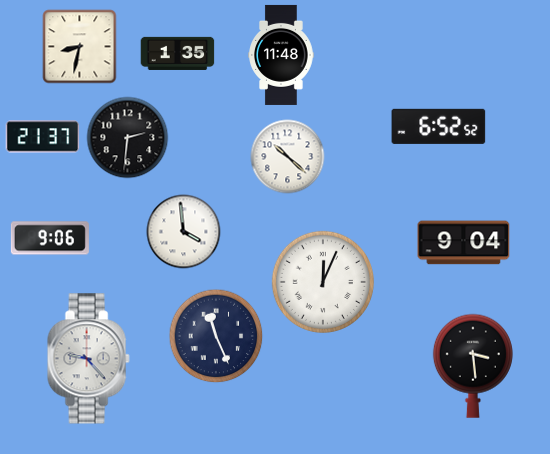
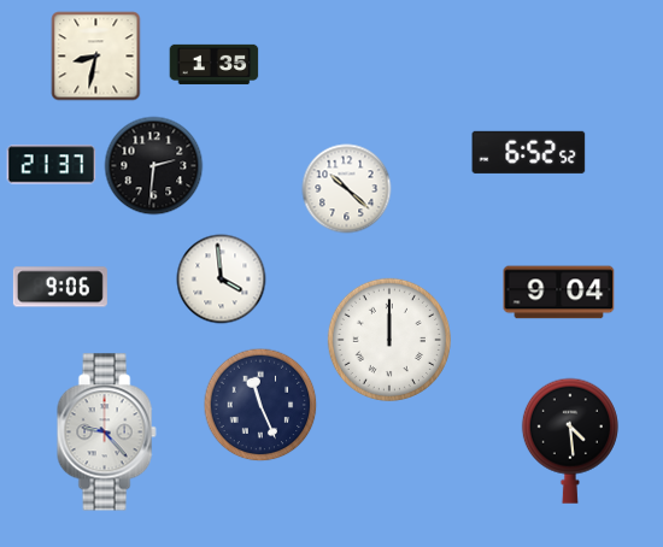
clock at (281, 55): 11:48 -> none
clock at (323, 282): 12:04 -> 12:00
clock at (473, 366): 3:29 -> 4:29
